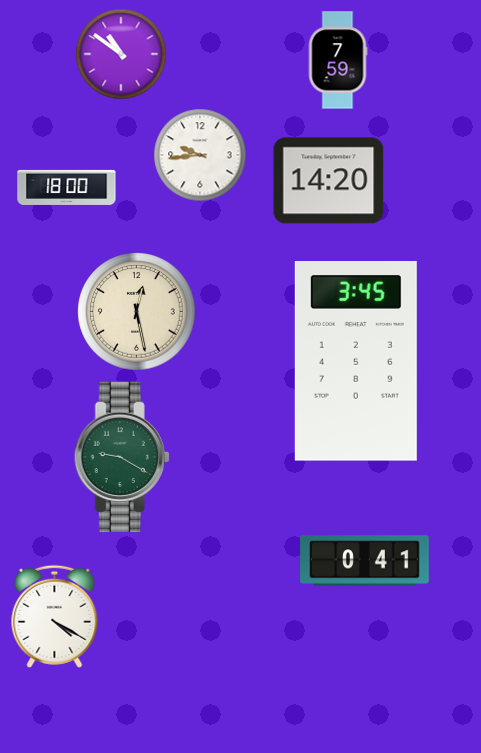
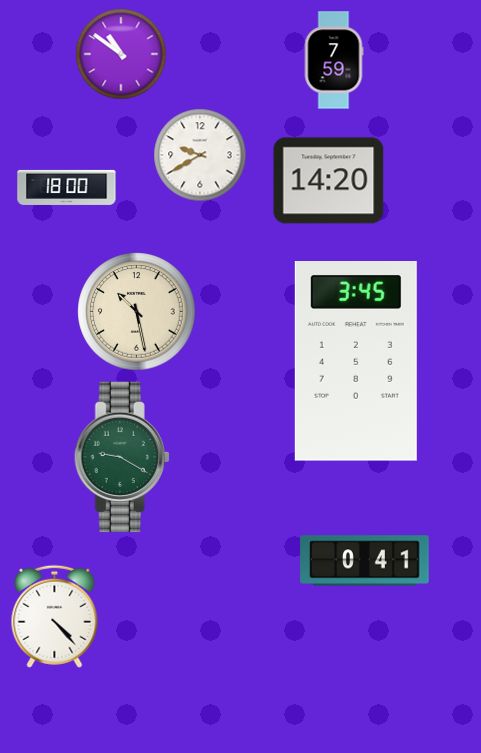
clock at (338, 60) position: (338, 60) -> (334, 60)
clock at (200, 155): 9:44 -> 9:40
clock at (137, 312): 12:28 -> 10:28
clock at (55, 616): 4:20 -> 4:23
